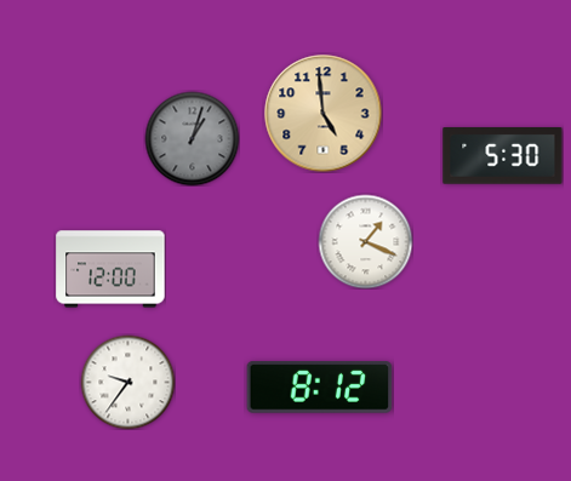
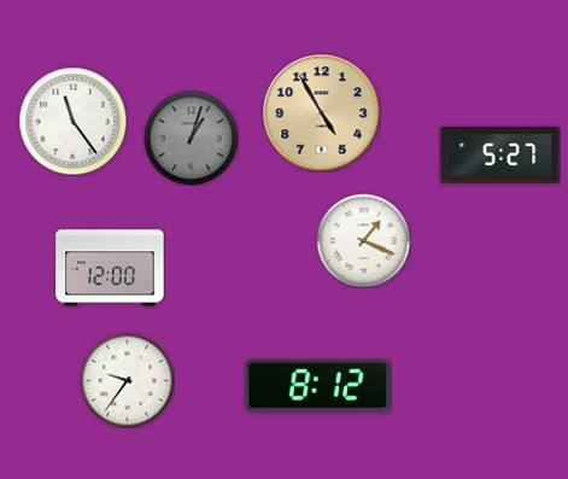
clock at (324, 114): 4:59 -> 4:55
clock at (72, 121): none -> 11:24
clock at (503, 156): 5:30 -> 5:27
